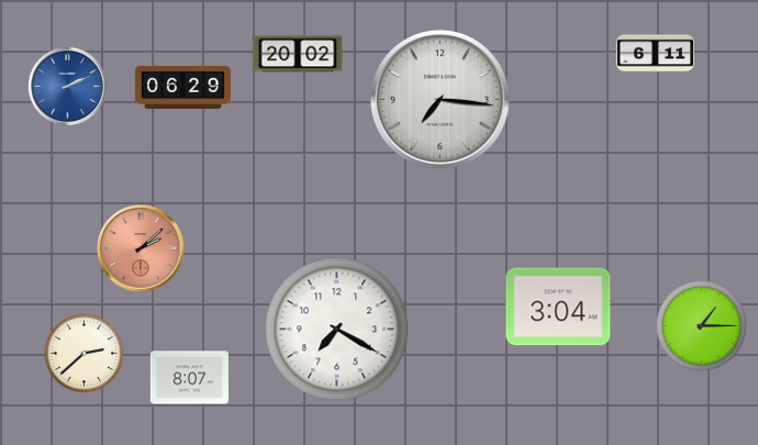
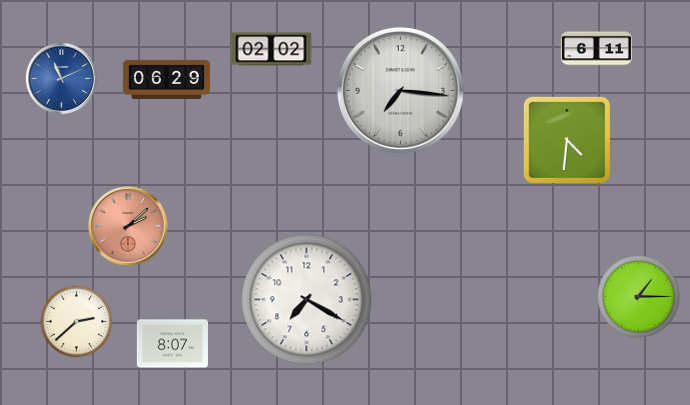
clock at (298, 54): 20:02 -> 02:02
clock at (67, 86): 2:11 -> 11:11
clock at (566, 139): none -> 4:31
clock at (558, 307): 3:04 -> none
